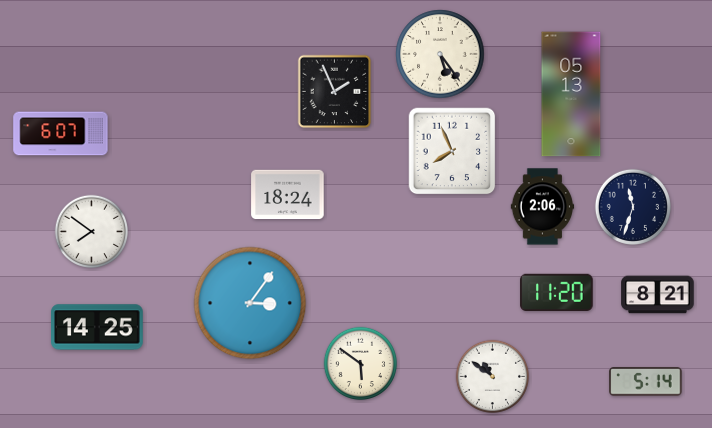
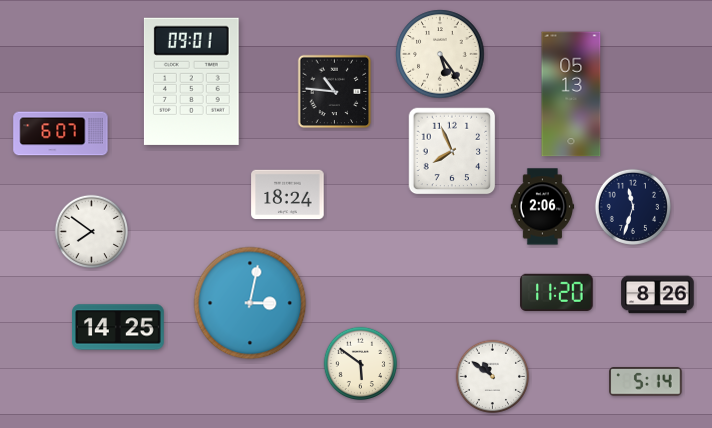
clock at (191, 81): none -> 09:01
clock at (335, 92): 1:56 -> 10:46
clock at (658, 295): 8:21 -> 8:26
clock at (250, 303): 3:06 -> 3:02
clock at (97, 327) position: (97, 327) -> (118, 327)
